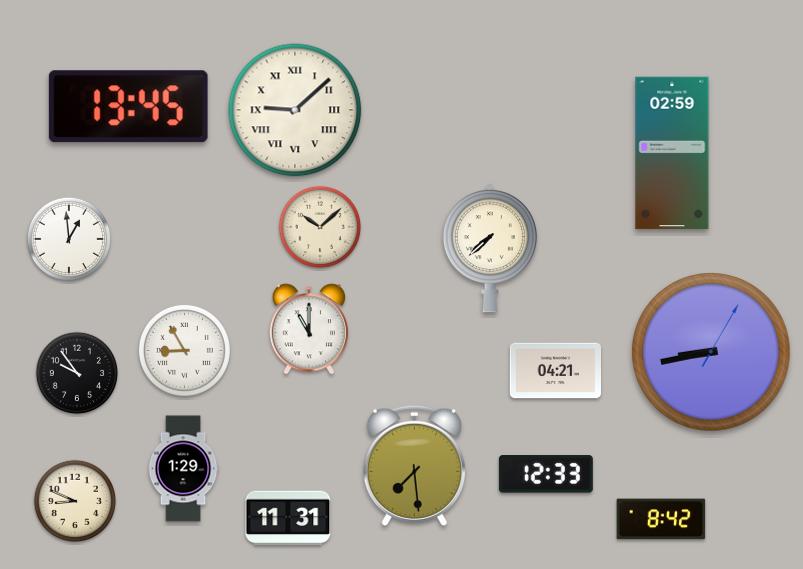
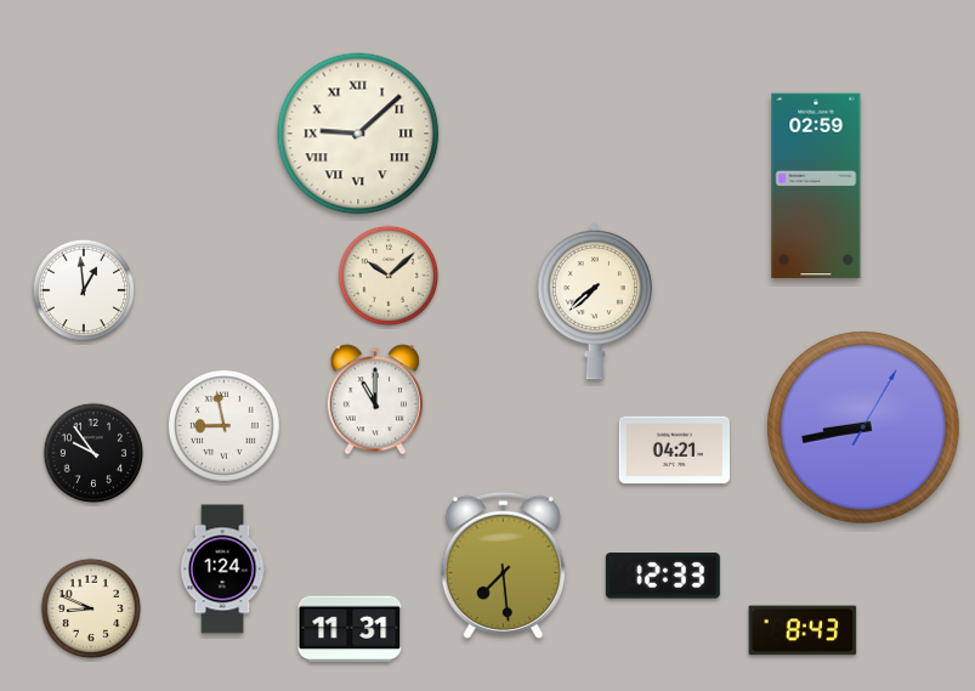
clock at (128, 107): 13:45 -> none
clock at (184, 350): 8:55 -> 8:58
clock at (183, 469): 1:29 -> 1:24
clock at (661, 519): 8:42 -> 8:43
